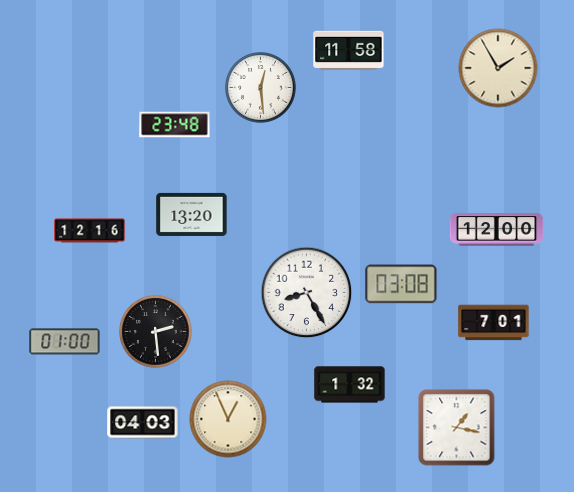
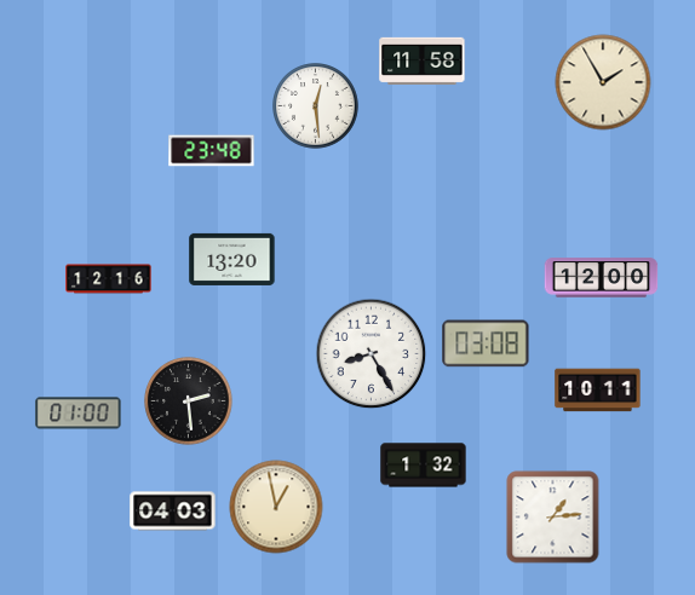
clock at (494, 323): 7:01 -> 10:11
clock at (228, 419): 12:56 -> 12:58
clock at (457, 428): 1:17 -> 1:14
